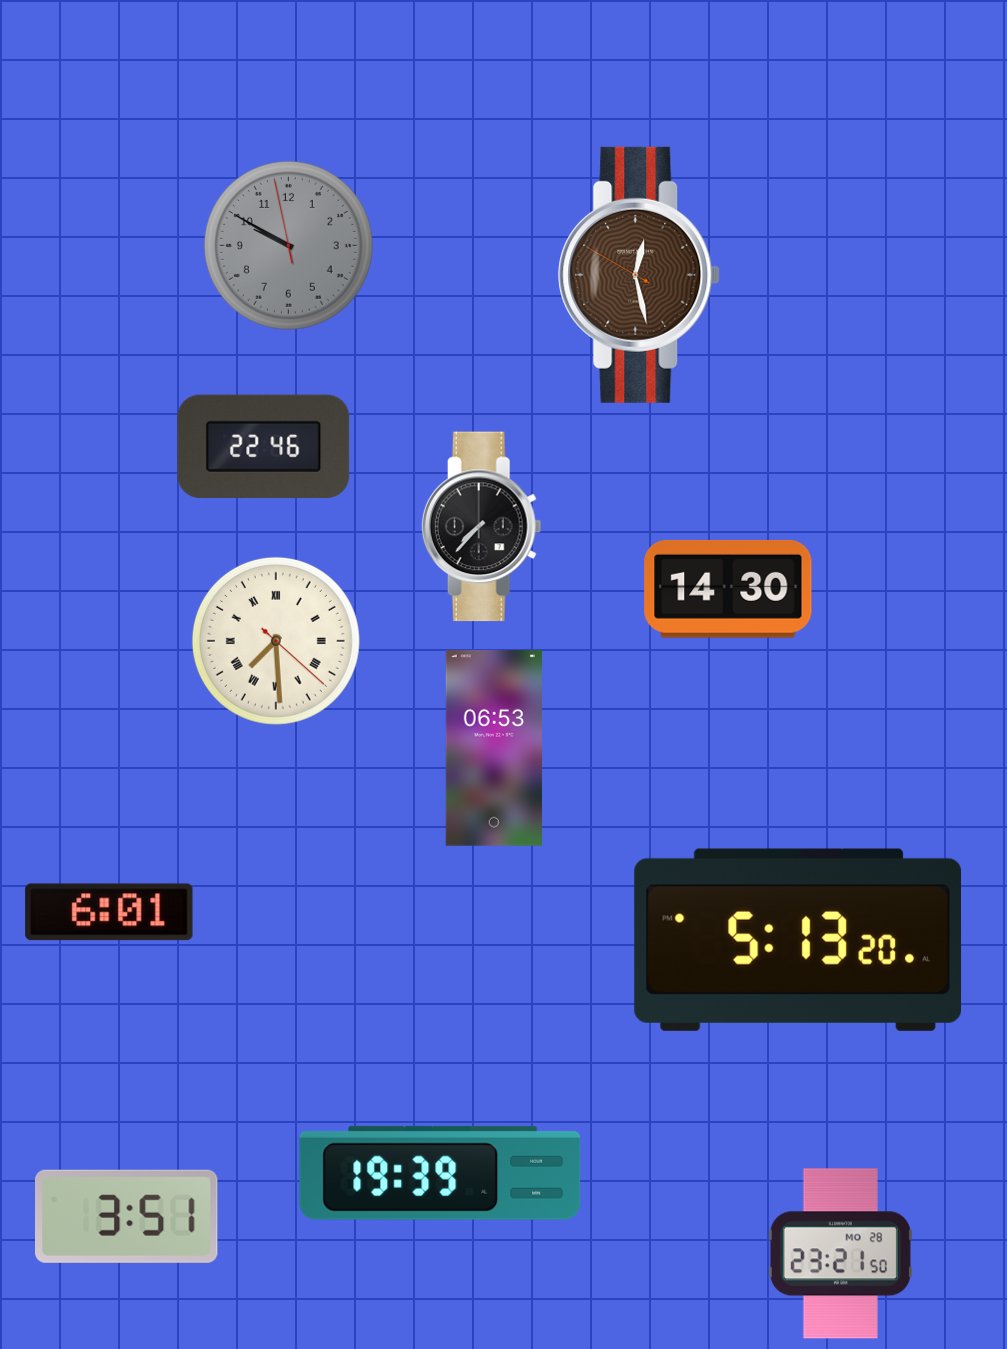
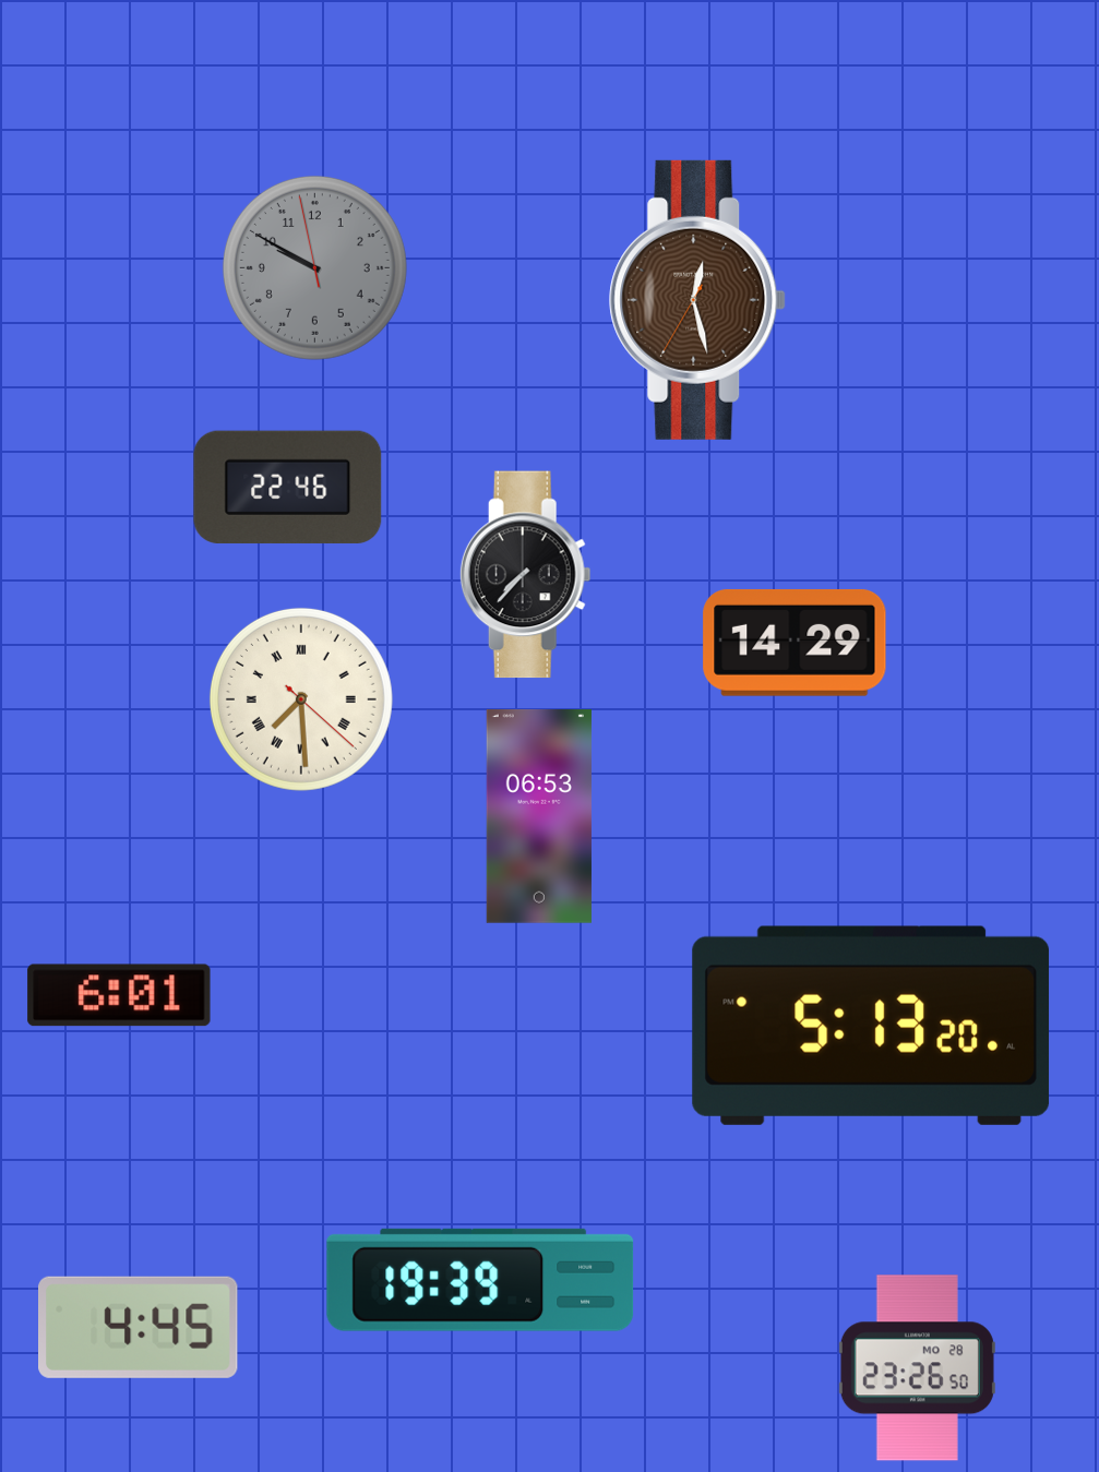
clock at (639, 275): 12:27:50 -> 12:27:35
clock at (728, 589): 14:30 -> 14:29
clock at (127, 1216): 3:51 -> 4:45
clock at (840, 1254): 23:21 -> 23:26
